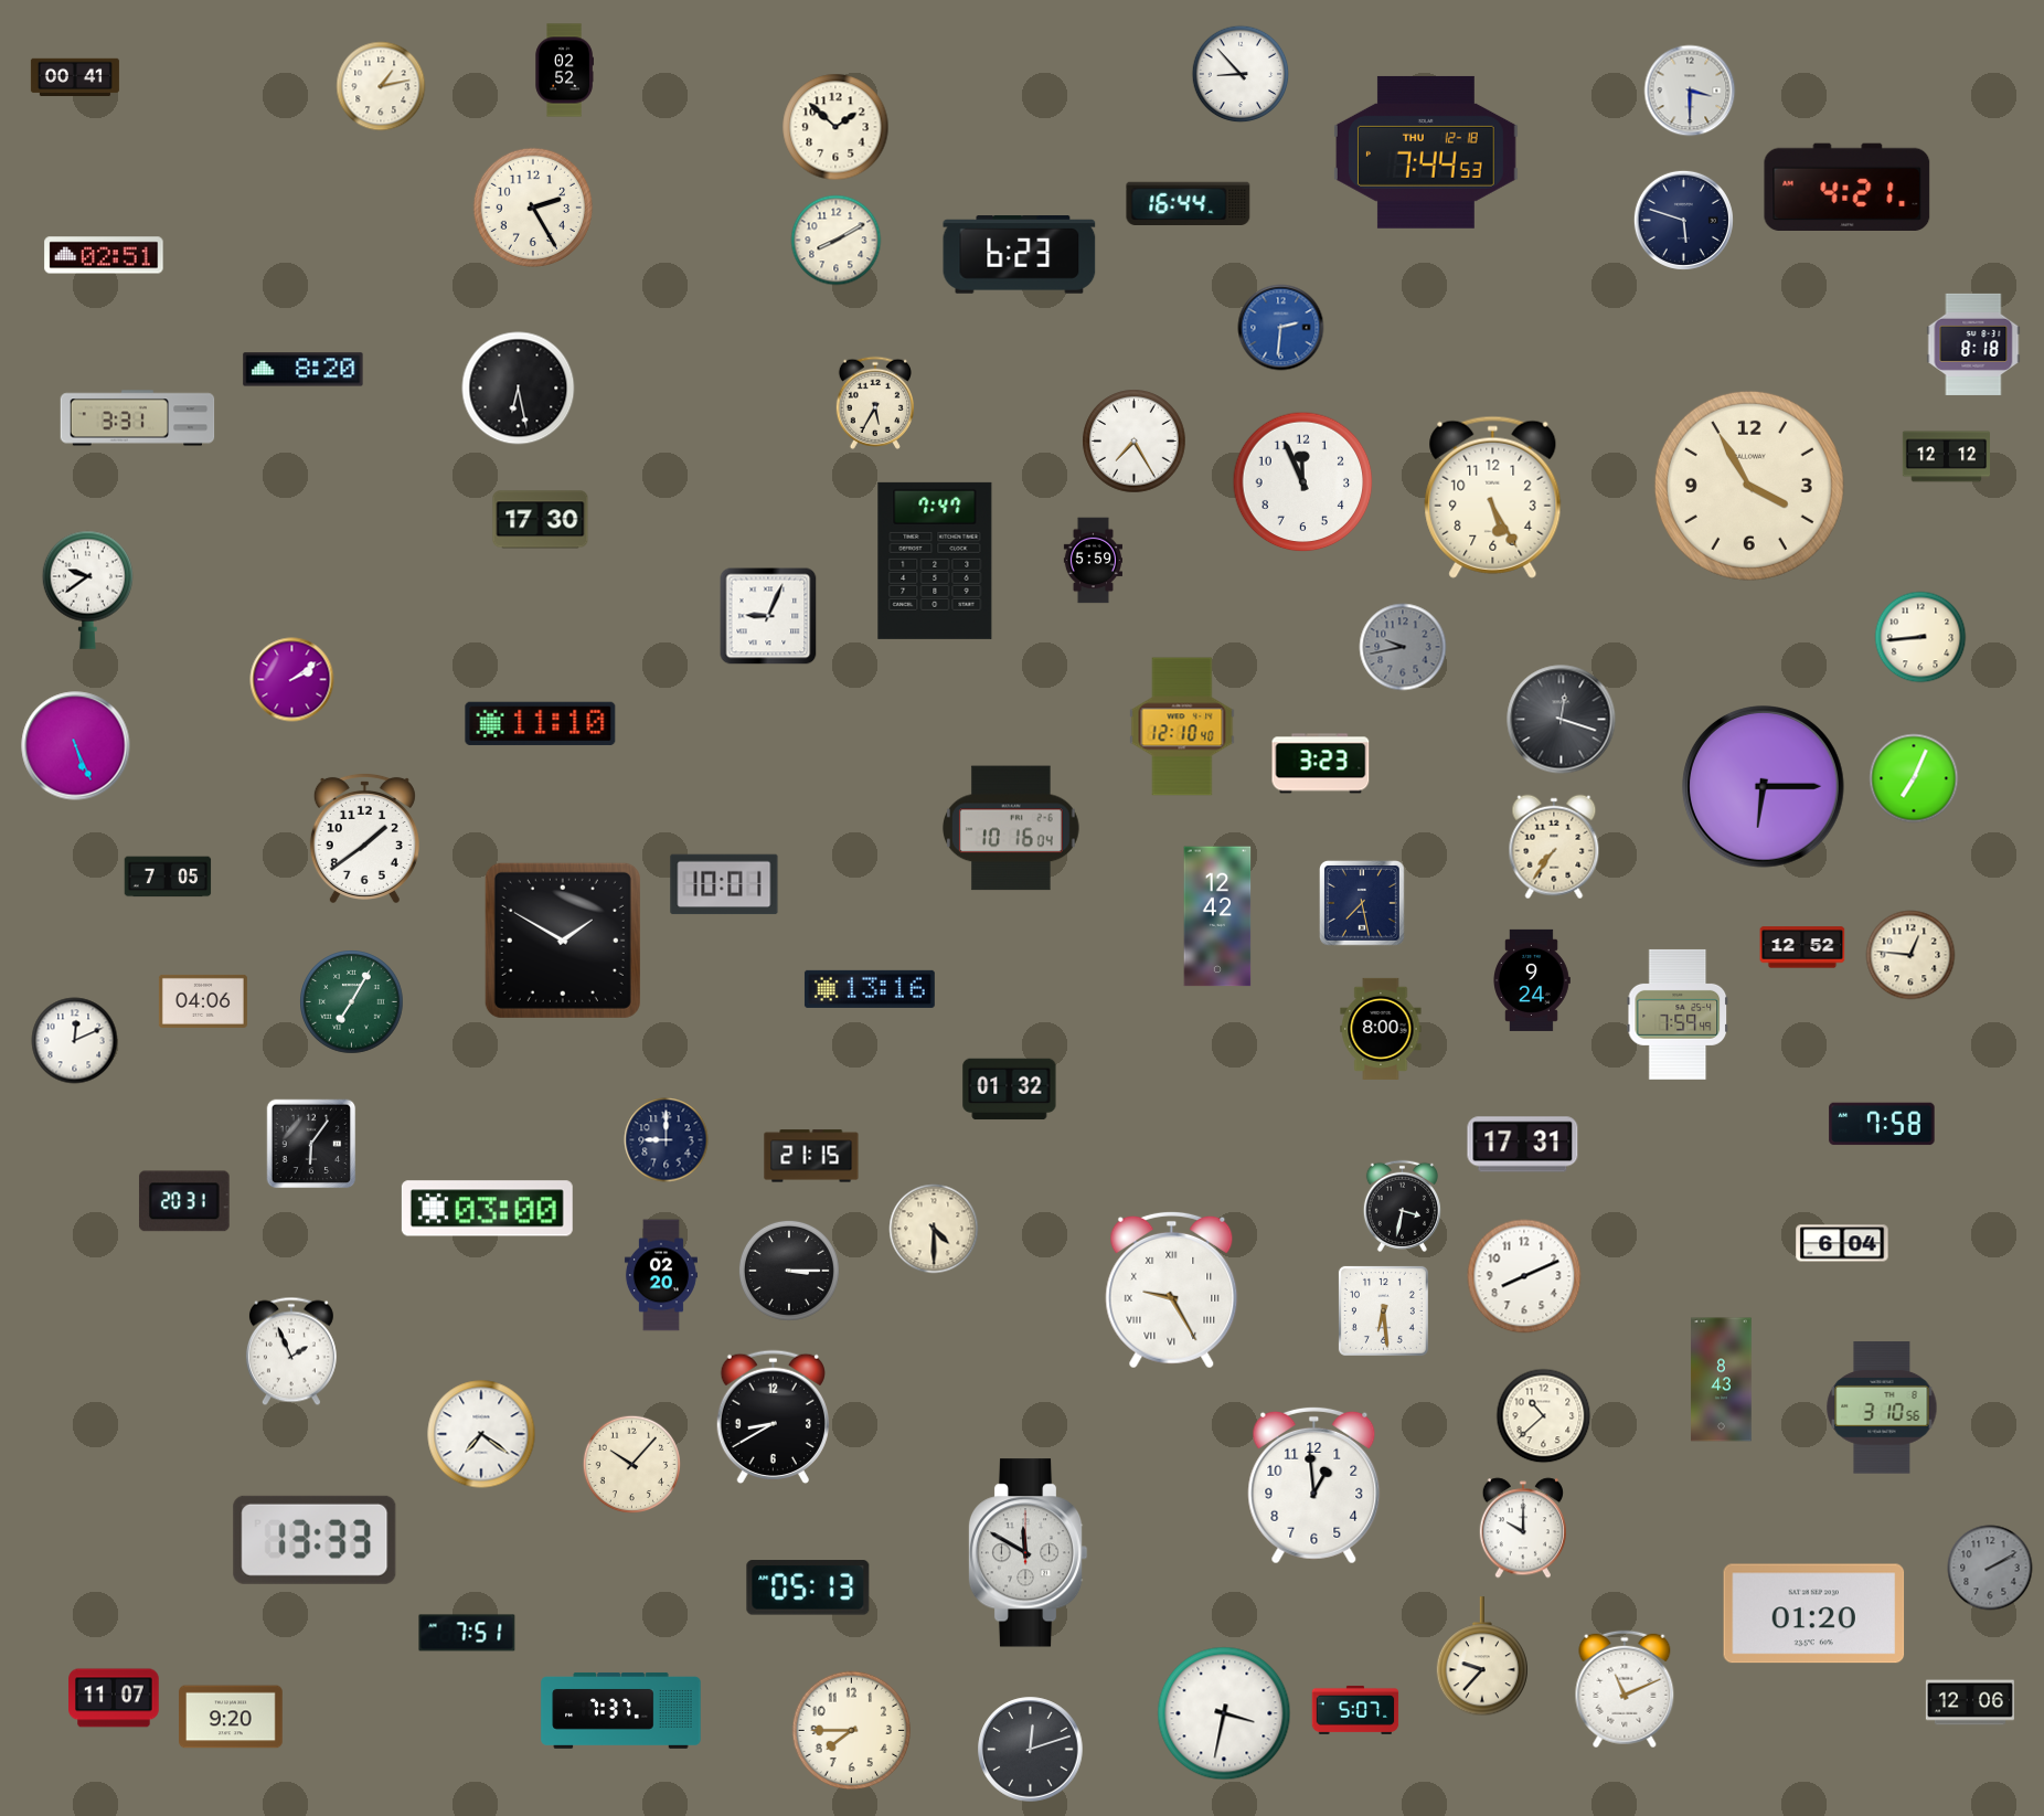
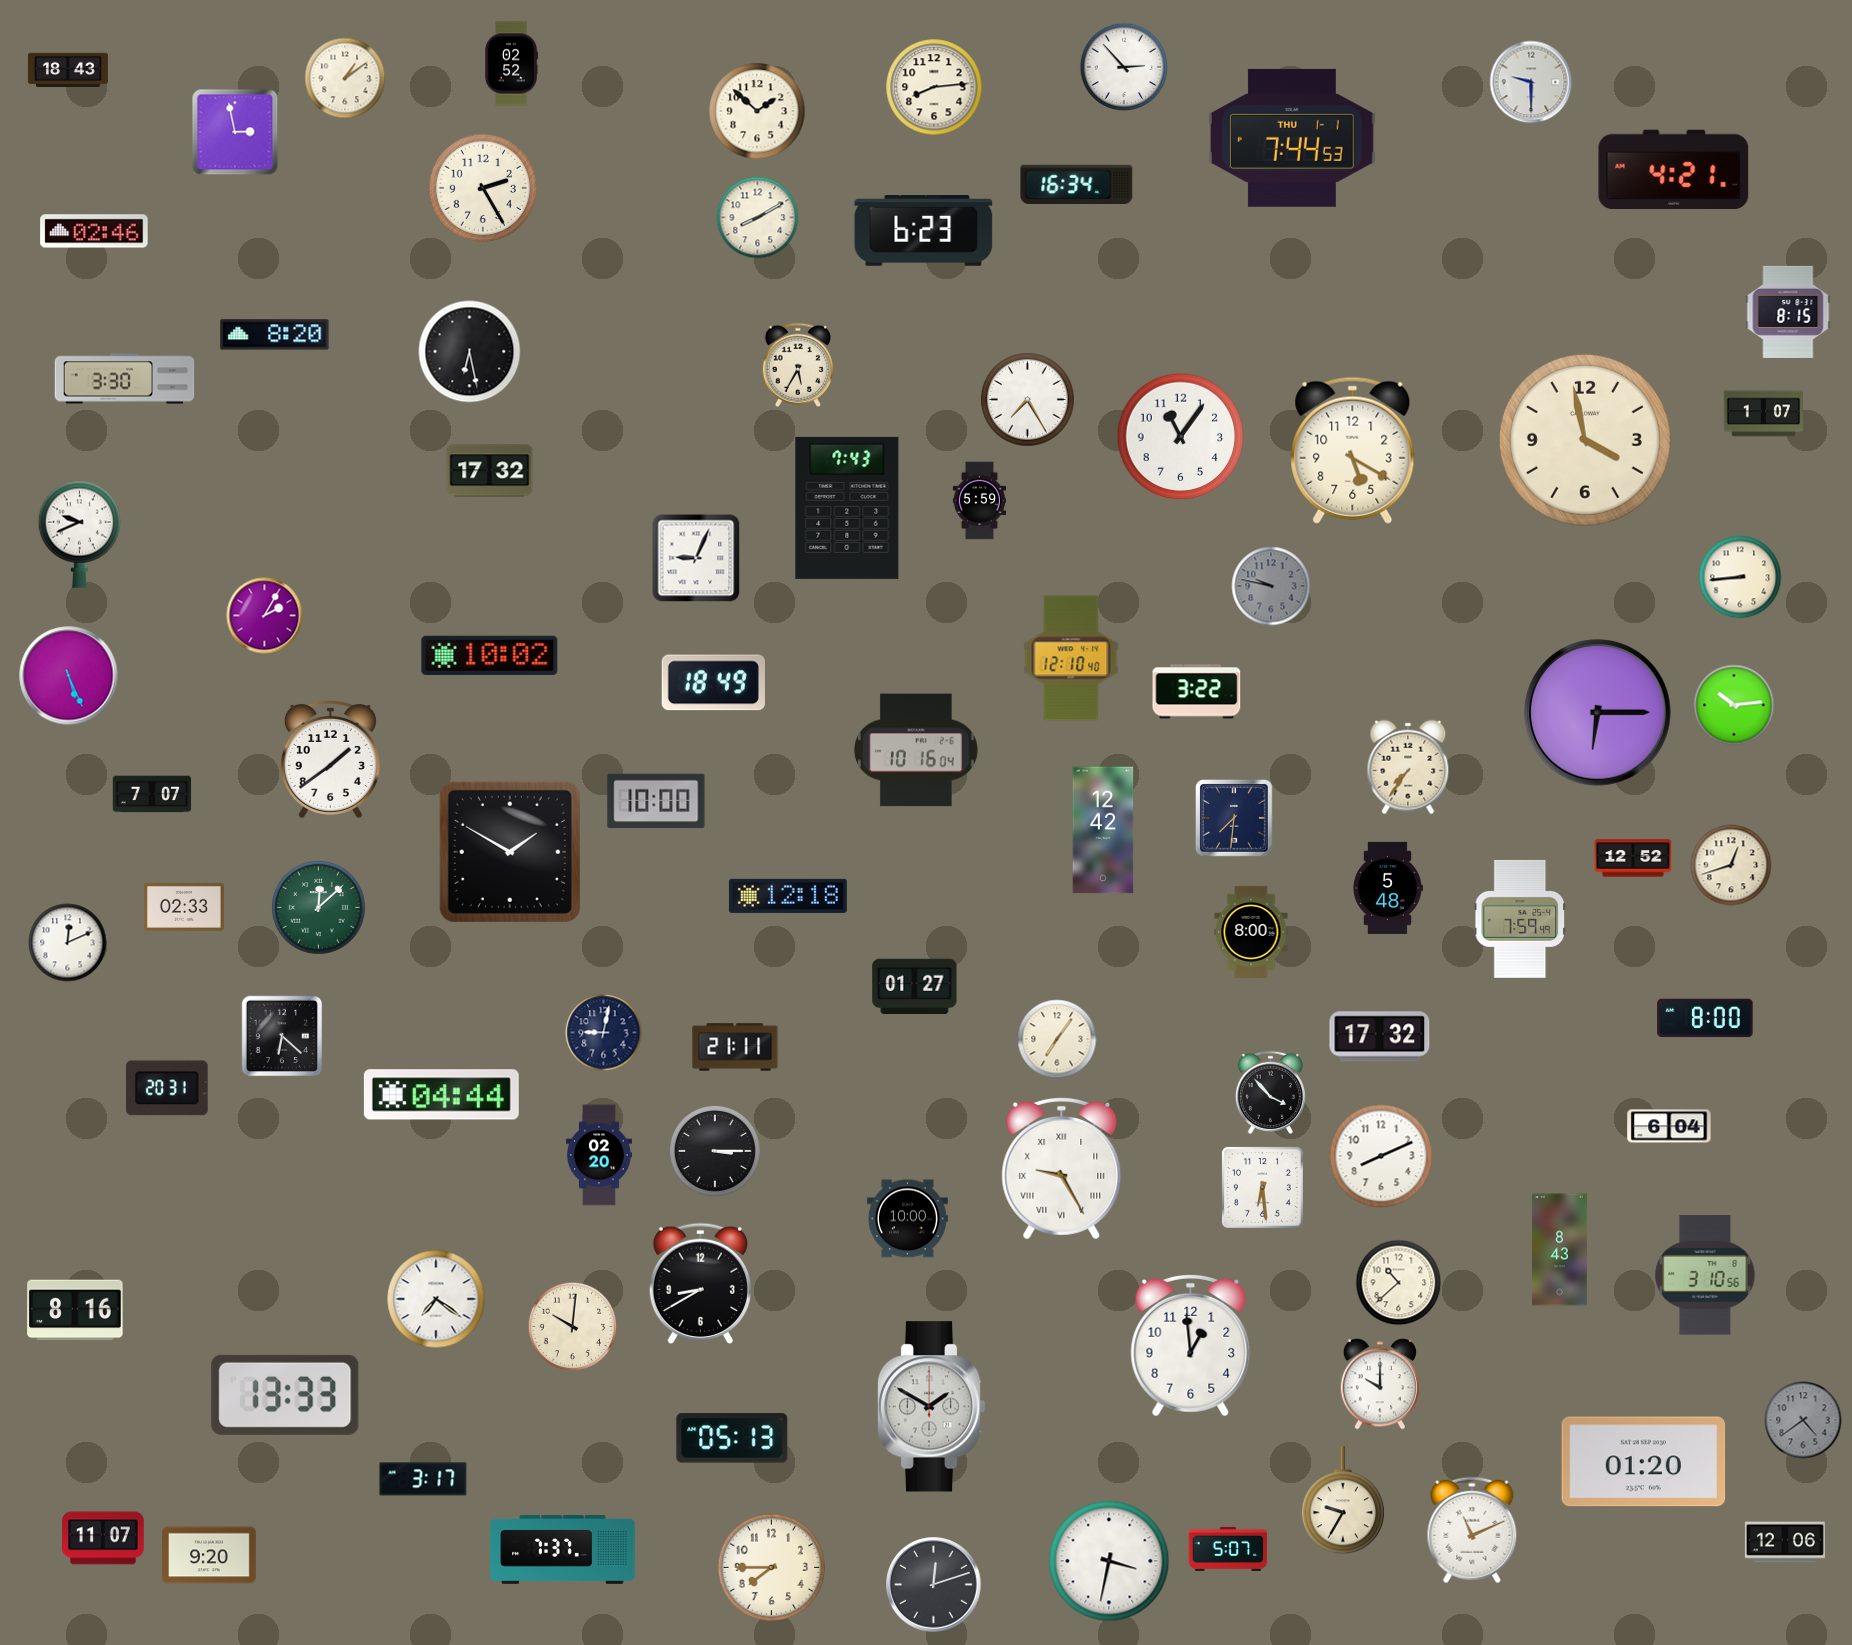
clock at (1241, 74): 8:53 -> 2:53
clock at (75, 77): 00:41 -> 18:43
clock at (381, 86): 1:13 -> 1:09
clock at (1690, 91): 3:30 -> 9:30
clock at (934, 87): none -> 8:14
clock at (835, 127) position: (835, 127) -> (757, 111)
clock at (235, 132): none -> 2:58
clock at (1426, 152) date: THU 12-18 -> THU 1-1
clock at (1189, 203): 16:44 -> 16:34
clock at (1683, 220): 5:48 -> none
clock at (104, 255): 02:51 -> 02:46
clock at (1281, 328): 2:31 -> none
clock at (1973, 344): 8:18 -> 8:15
clock at (874, 403) position: (874, 403) -> (797, 365)
clock at (138, 418): 3:31 -> 3:30
clock at (1946, 457): 12:12 -> 1:07
clock at (1303, 482): 11:56 -> 11:06
clock at (1749, 486): 3:55 -> 3:58
clock at (1493, 497): 5:25 -> 5:20
clock at (541, 520): 17:30 -> 17:32
clock at (935, 561): 7:47 -> 7:43
clock at (1093, 561) position: (1093, 561) -> (979, 501)
clock at (87, 590): 9:39 -> 9:41
clock at (1403, 647): 9:43 -> 9:47
clock at (292, 680): 2:09 -> 2:05
clock at (1562, 720): 12:18 -> none
clock at (541, 723): 11:10 -> 10:02
clock at (713, 683): none -> 18:49
clock at (1321, 764): 3:23 -> 3:22
clock at (1914, 778): 7:04 -> 10:14
clock at (168, 877): 7:05 -> 7:07
clock at (724, 884): 10:01 -> 10:00
clock at (1363, 904): 7:28 -> 7:31
clock at (1910, 955): 12:46 -> 12:42
clock at (1532, 980): 9:24 -> 5:48
clock at (870, 989): 13:16 -> 12:18
clock at (203, 1001): 04:06 -> 02:33
clock at (352, 1002): 7:05 -> 12:08
clock at (1010, 1090): 01:32 -> 01:27
clock at (1882, 1124): 7:58 -> 8:00
clock at (667, 1140): 9:00 -> 9:02
clock at (311, 1144): 6:06 -> 6:22
clock at (1523, 1145): 17:31 -> 17:32
clock at (1057, 1039): none -> 7:06
clock at (811, 1156): 21:15 -> 21:11
clock at (1402, 1206): 3:32 -> 3:53
clock at (487, 1209): 03:00 -> 04:44
clock at (934, 1229): 4:30 -> none
clock at (1383, 1310) position: (1383, 1310) -> (1262, 1187)
clock at (907, 1219): none -> 10:00
clock at (291, 1351): 1:56 -> none
clock at (75, 1310): none -> 8:16
clock at (632, 1465): 10:07 -> 10:01
clock at (1028, 1553): 11:50 -> 1:50
clock at (1990, 1568): 2:10 -> 4:39
clock at (467, 1633): 7:51 -> 3:17
clock at (1482, 1657): 9:37 -> 9:35
clock at (1224, 1713) position: (1224, 1713) -> (1109, 1561)
